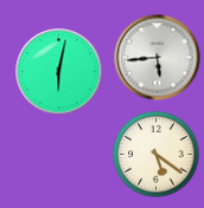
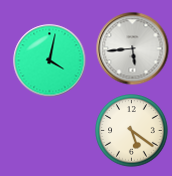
clock at (59, 72): 6:02 -> 4:02
